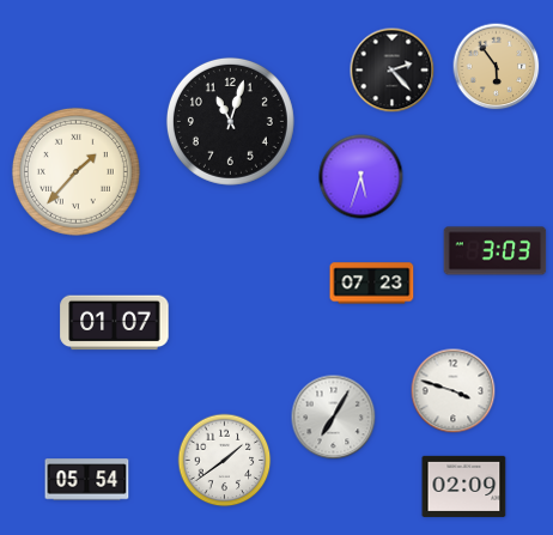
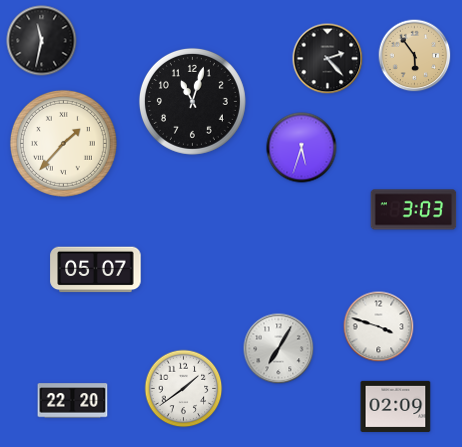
clock at (42, 41): none -> 11:32
clock at (372, 284): 07:23 -> none
clock at (115, 323): 01:07 -> 05:07
clock at (225, 461) position: (225, 461) -> (184, 389)
clock at (87, 480): 05:54 -> 22:20
clock at (464, 486) position: (464, 486) -> (396, 406)
